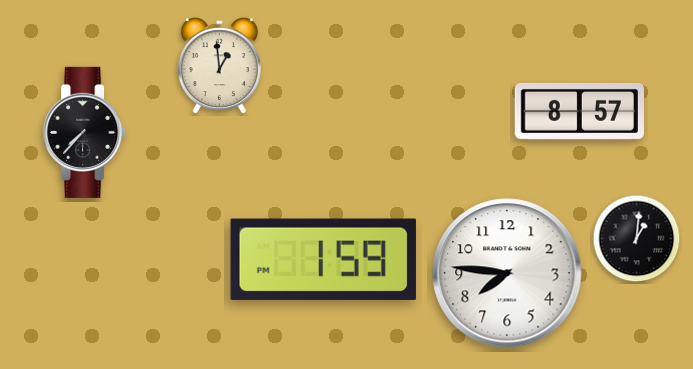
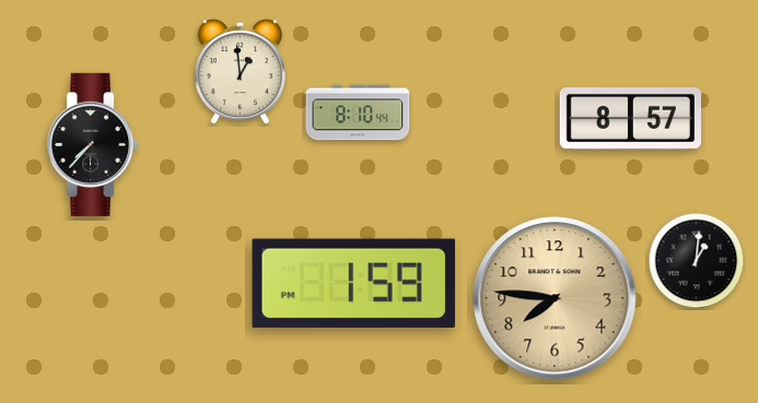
clock at (358, 112): none -> 8:10
clock at (579, 111) position: (579, 111) -> (630, 118)
clock at (507, 273) dial: white -> champagne
